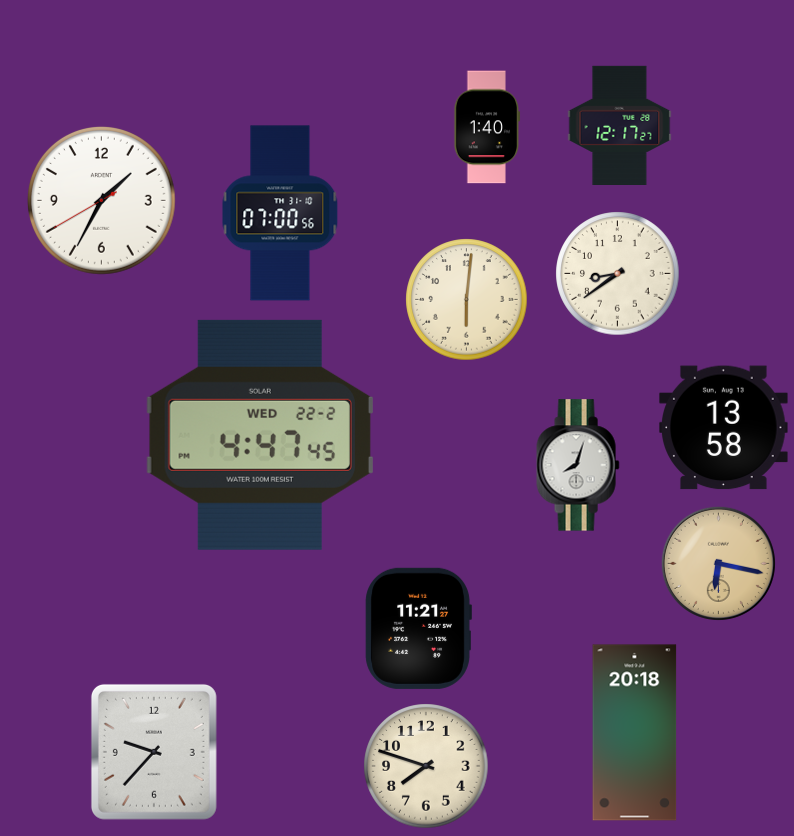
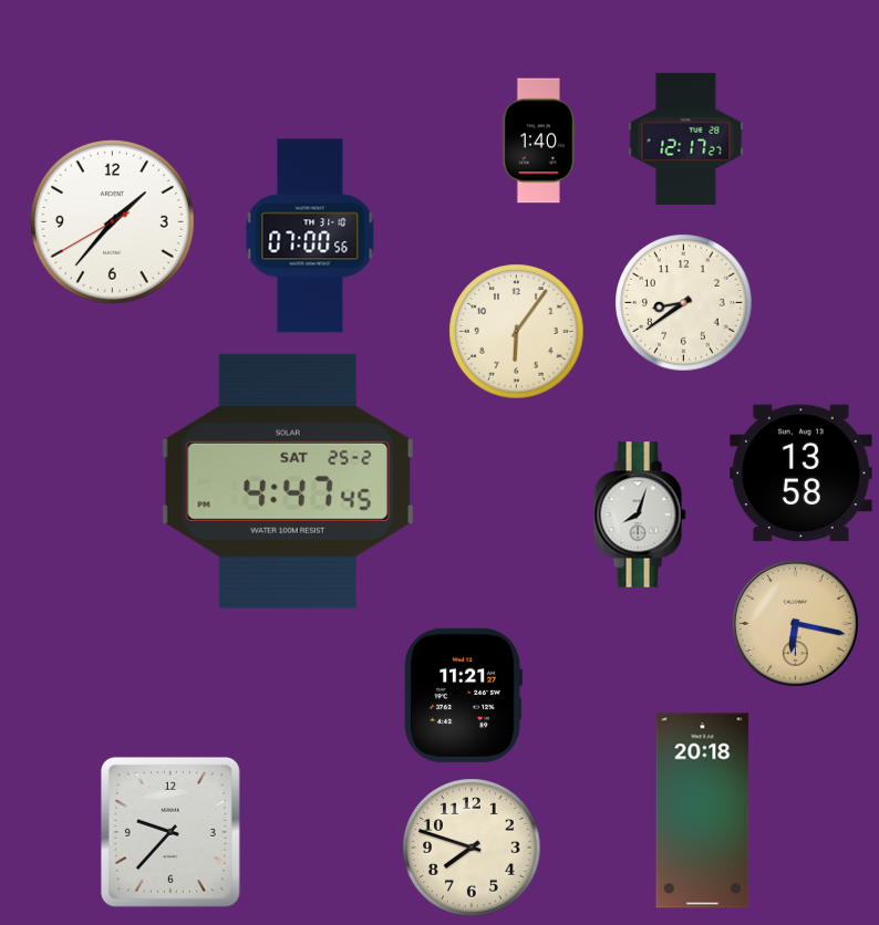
clock at (101, 200): 1:34 -> 1:36
clock at (467, 300): 6:01 -> 6:06
clock at (260, 435) date: WED 22-2 -> SAT 25-2
